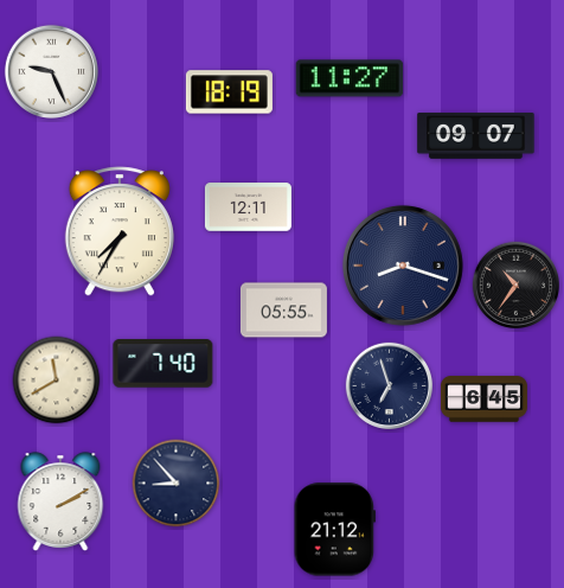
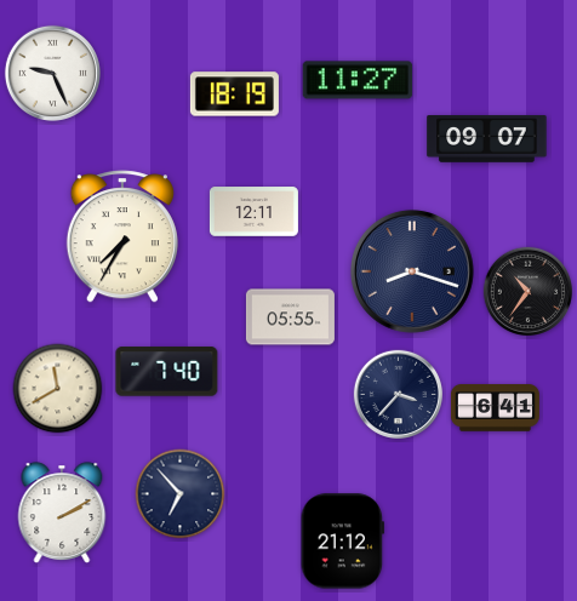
clock at (389, 385): 6:57 -> 3:37
clock at (483, 400): 6:45 -> 6:41
clock at (177, 484): 8:53 -> 6:53
